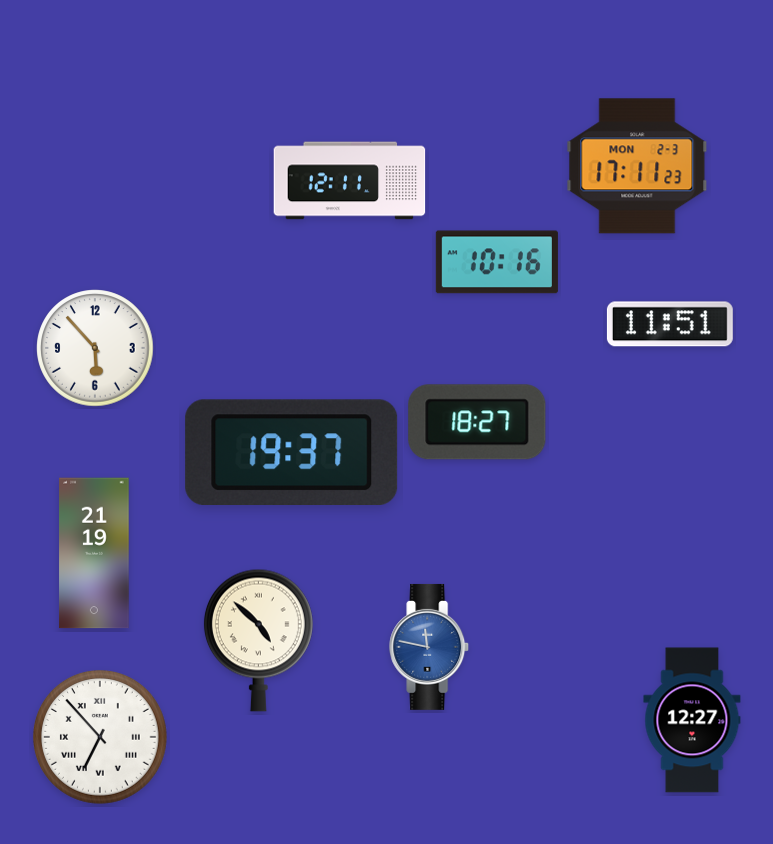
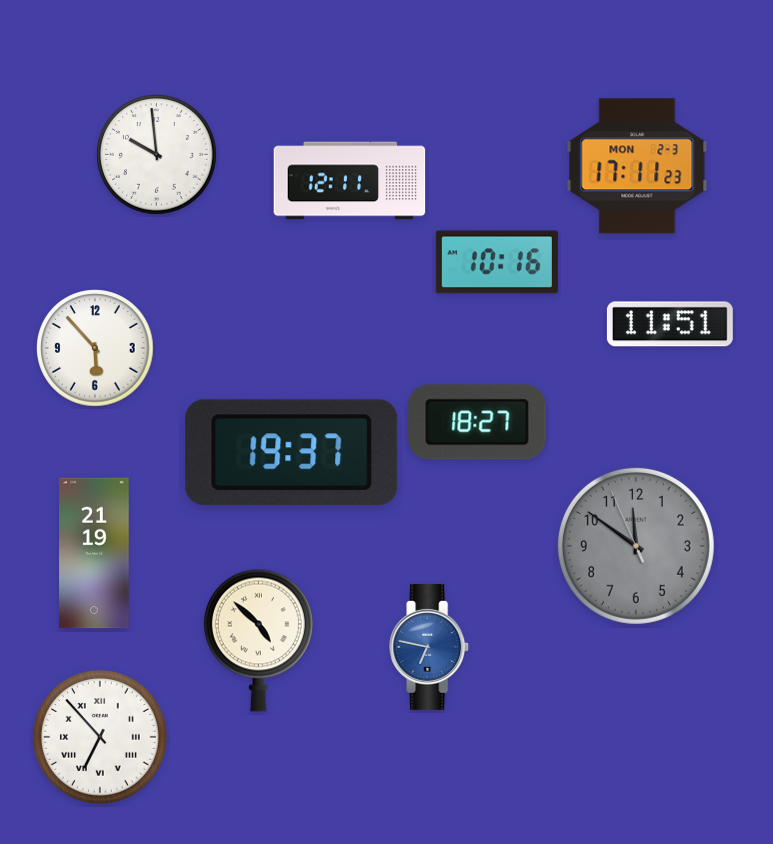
clock at (157, 155): none -> 9:59
clock at (636, 546): none -> 11:50
clock at (430, 647): 11:47 -> 6:47
clock at (692, 720): 12:27 -> none
